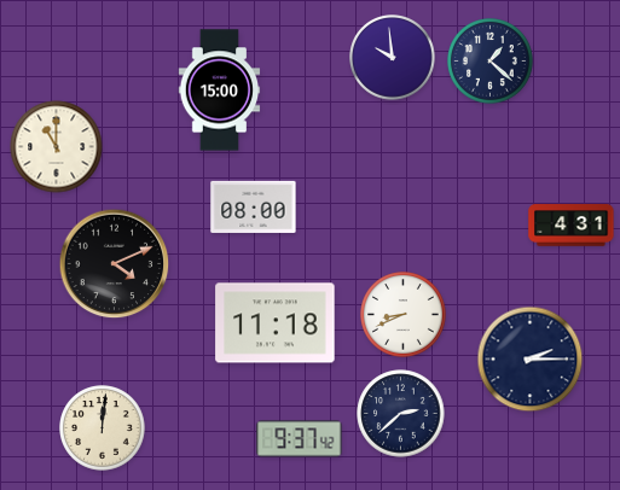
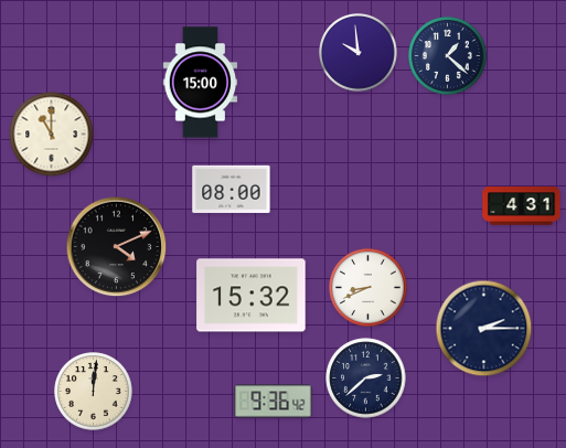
clock at (115, 264) position: (115, 264) -> (117, 247)
clock at (276, 323): 11:18 -> 15:32
clock at (300, 439): 9:37 -> 9:36
